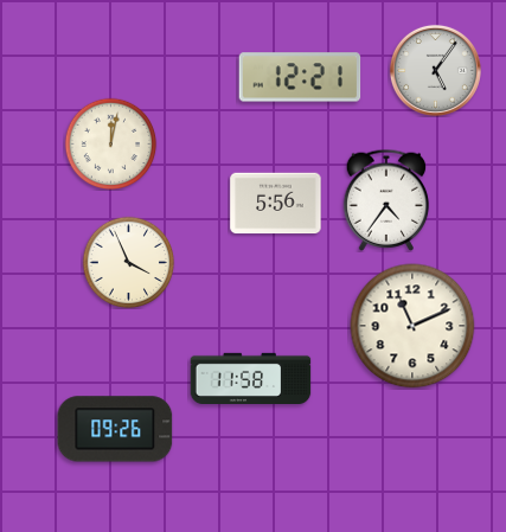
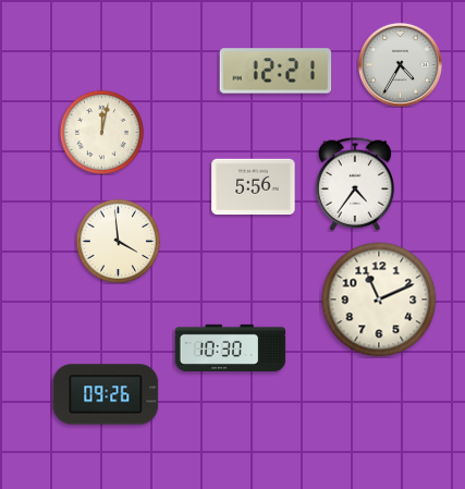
clock at (435, 70): 5:06 -> 4:35
clock at (128, 262): 3:56 -> 3:59
clock at (251, 378): 11:58 -> 10:30
